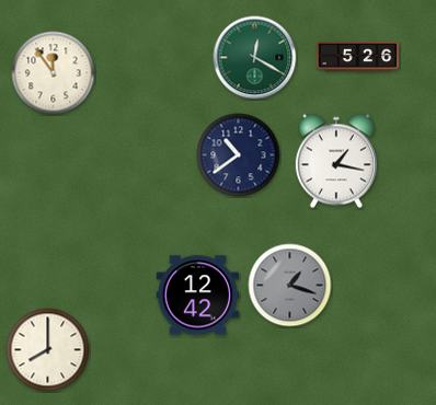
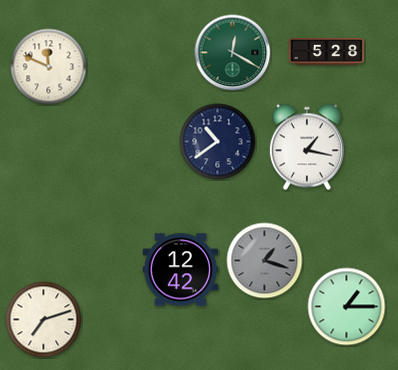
clock at (358, 56): 5:26 -> 5:28
clock at (54, 73): 11:54 -> 11:49
clock at (347, 307): none -> 1:15
clock at (48, 350): 8:00 -> 7:12
